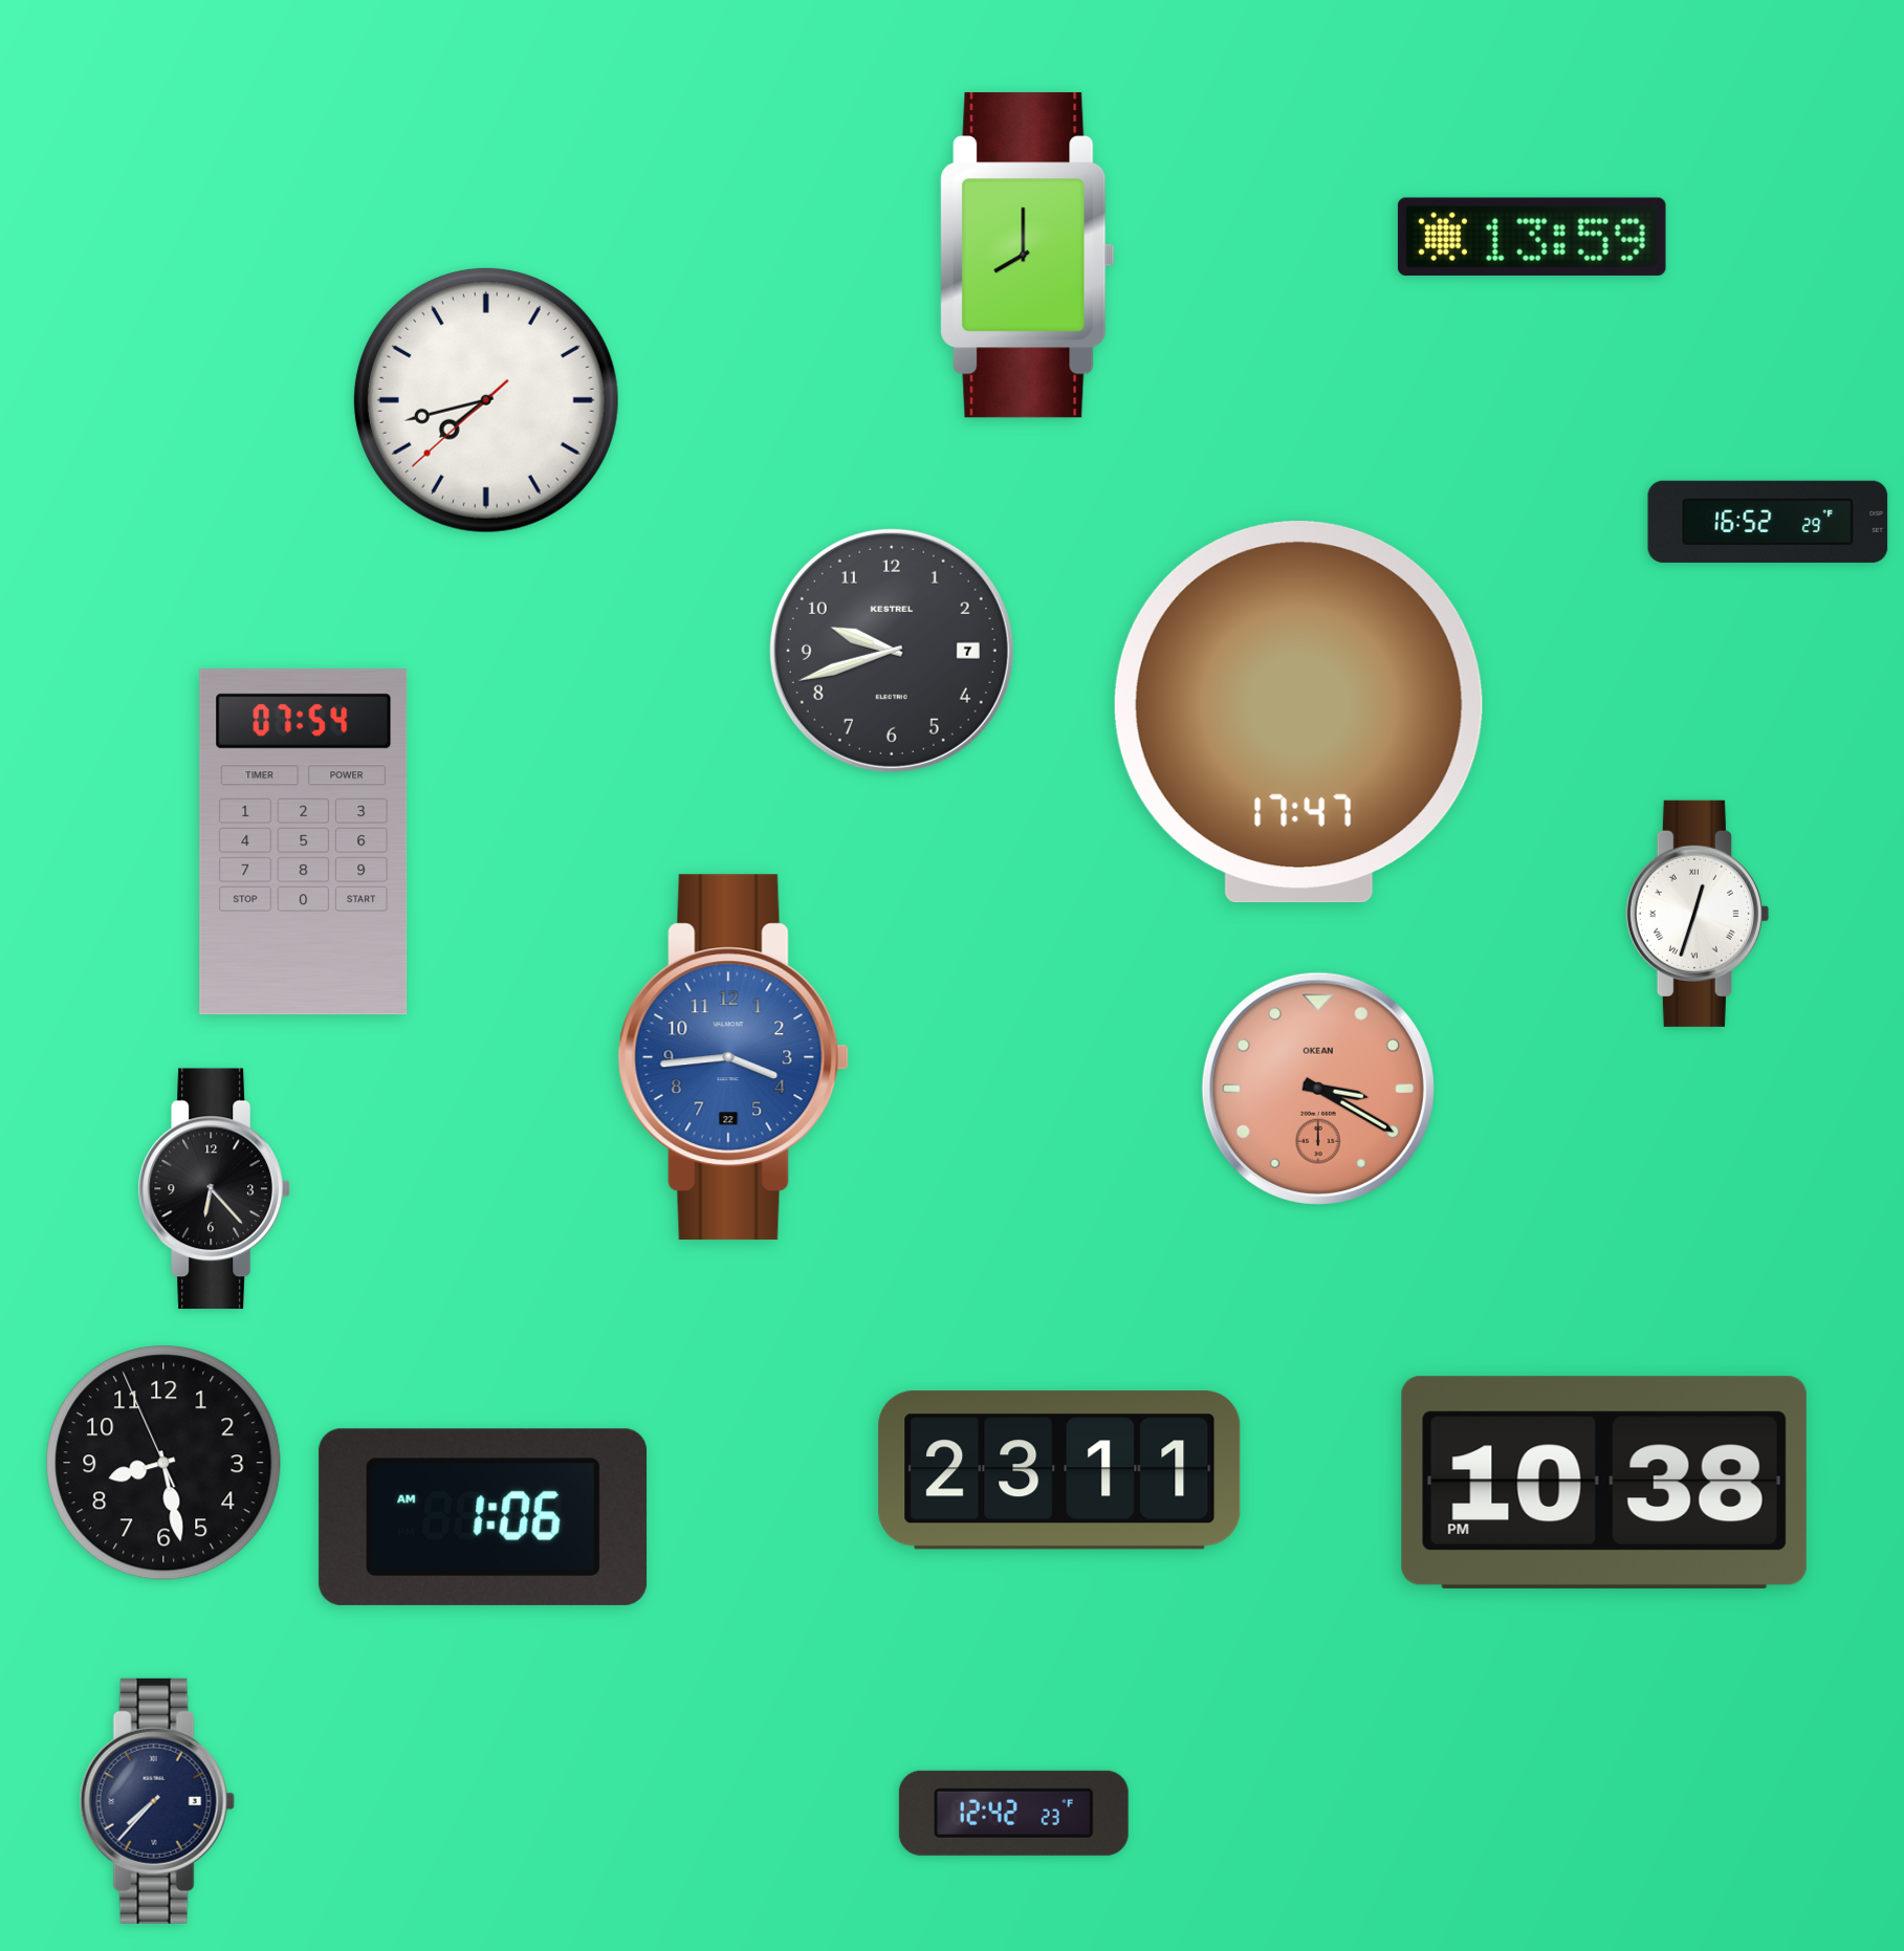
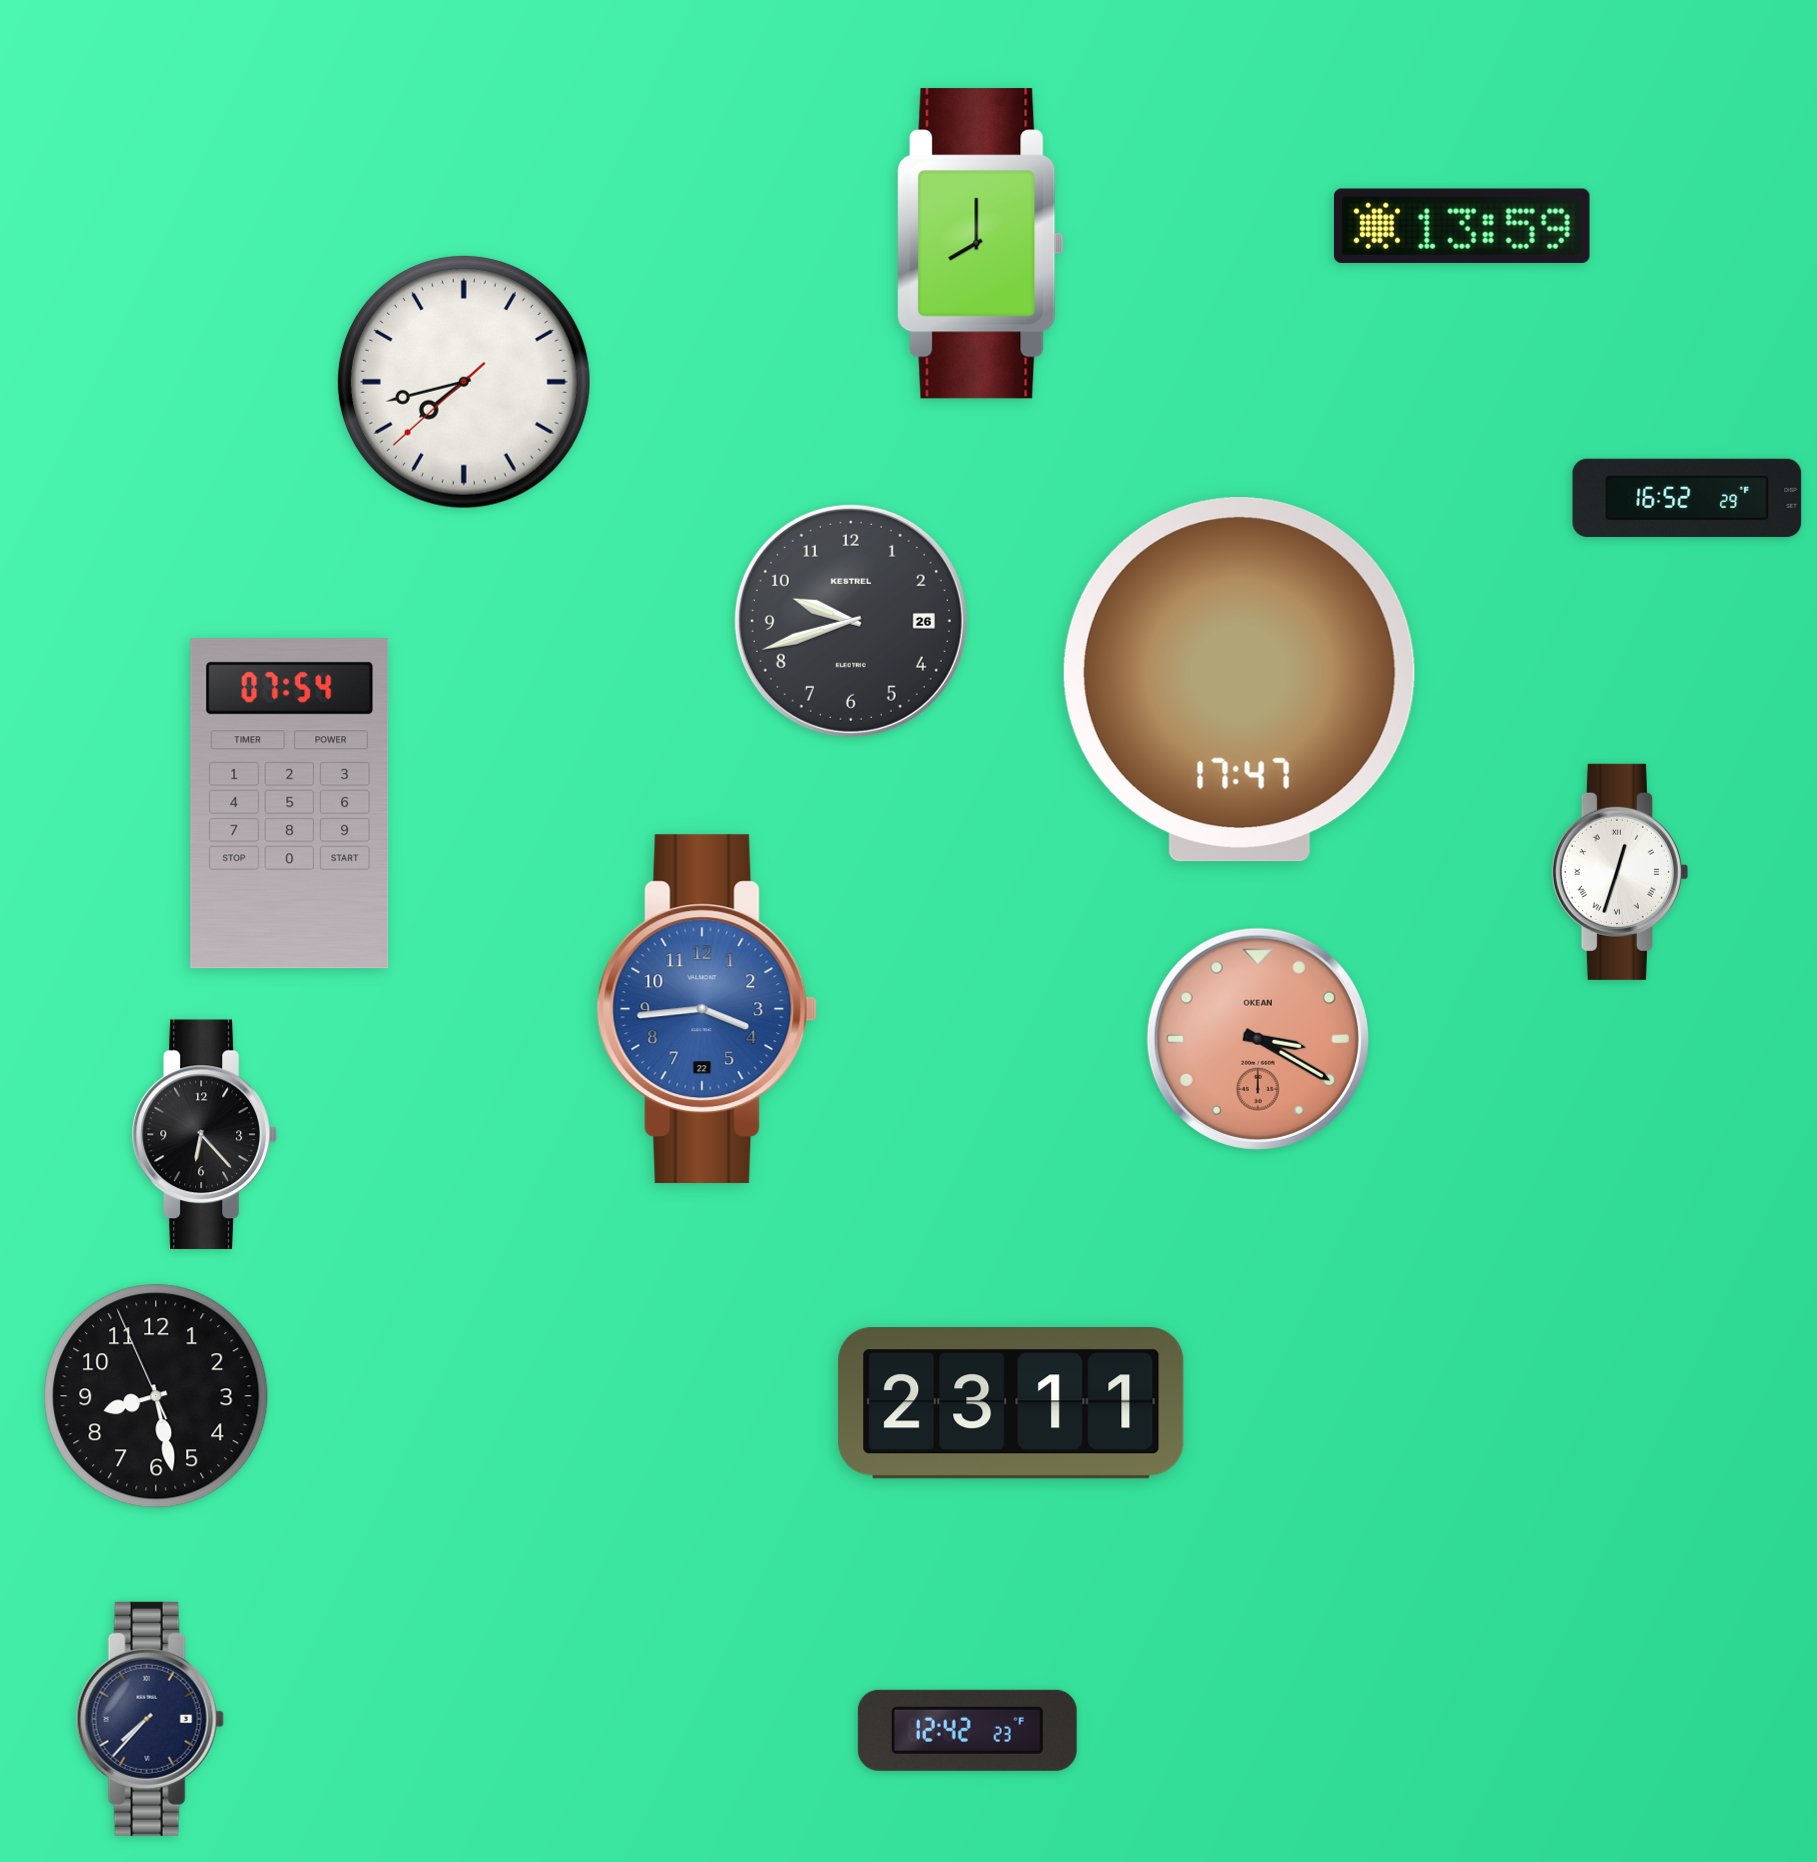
clock at (892, 651) date: 7 -> 26
clock at (734, 1057) position: (734, 1057) -> (707, 1009)
clock at (1604, 1483): 10:38 -> none
clock at (483, 1517): 1:06 -> none
